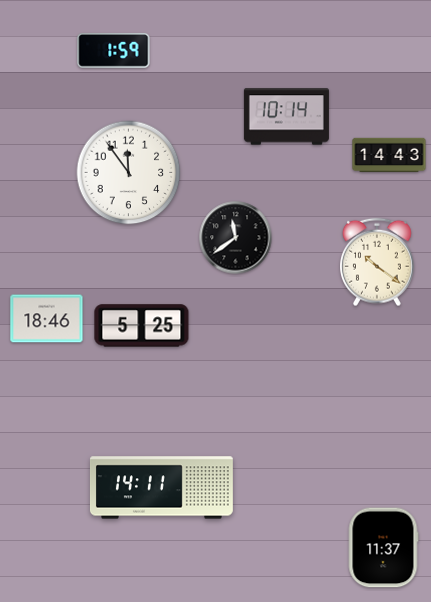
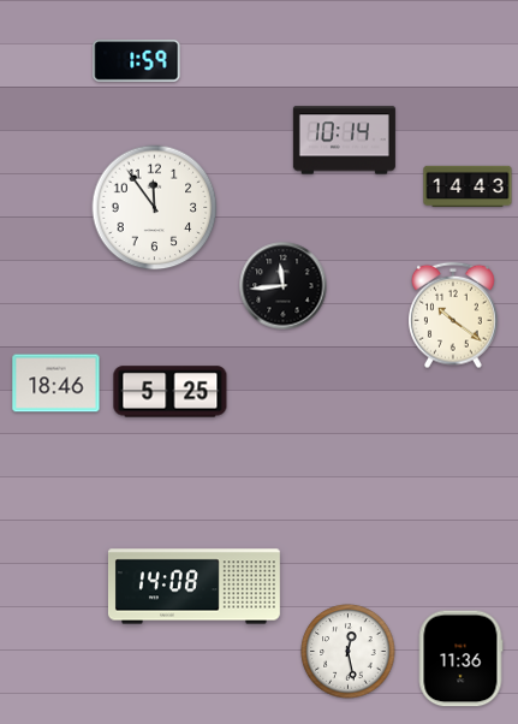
clock at (236, 238): 11:39 -> 11:44
clock at (161, 488): 14:11 -> 14:08
clock at (349, 652): none -> 12:28
clock at (383, 548): 11:37 -> 11:36
